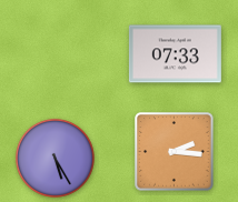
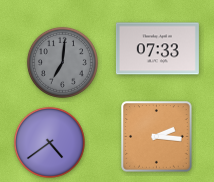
clock at (62, 62): none -> 7:01
clock at (54, 158): 5:25 -> 4:39
